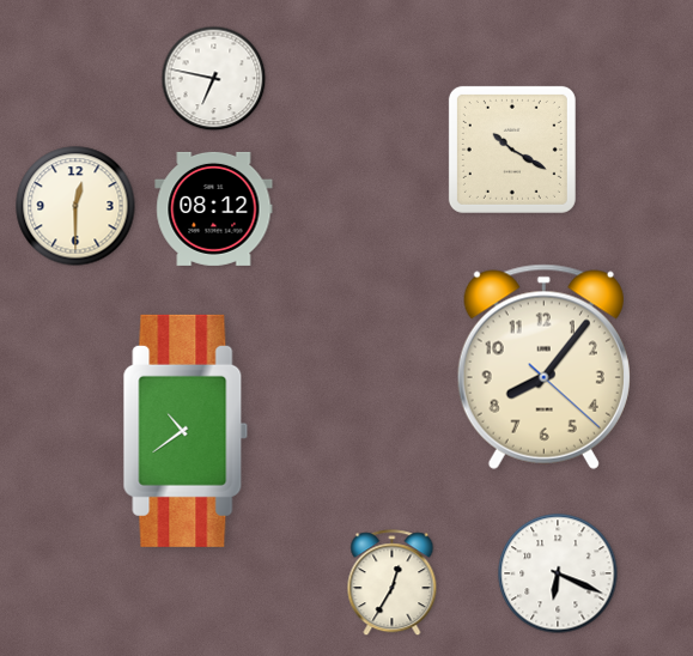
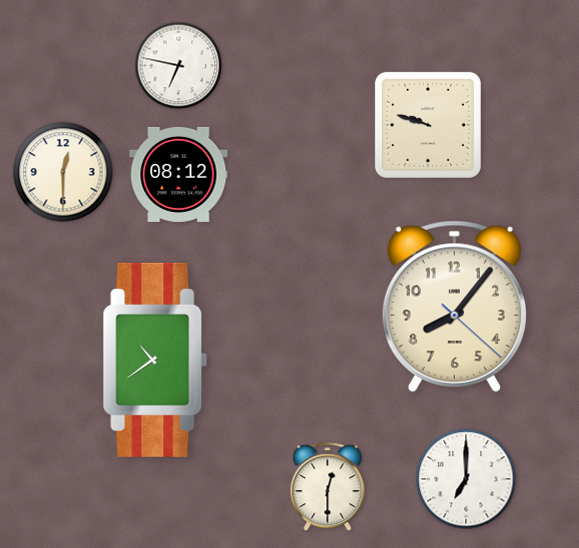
clock at (512, 150): 10:20 -> 9:48
clock at (558, 573): 6:19 -> 7:00
clock at (393, 583): 12:35 -> 12:30
